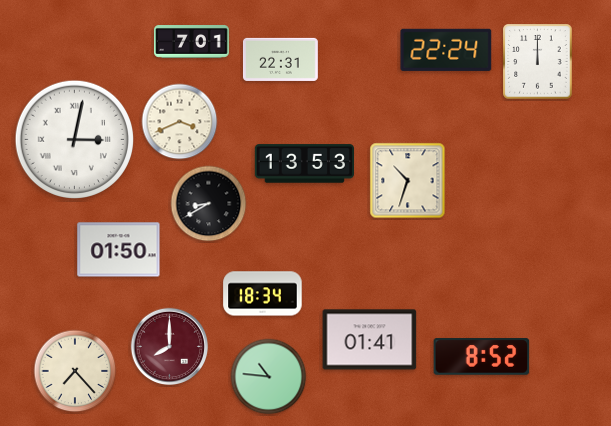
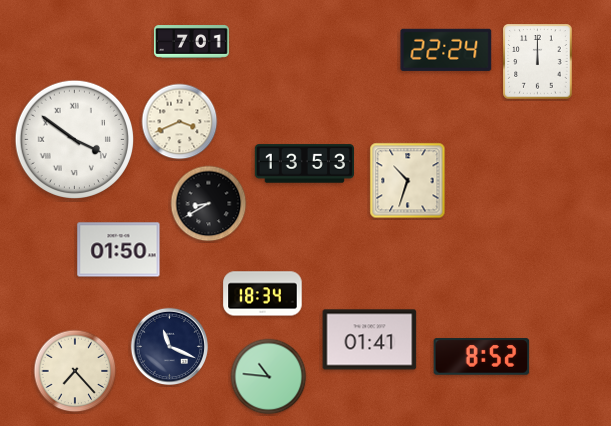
clock at (280, 59): 22:31 -> none
clock at (74, 139): 3:02 -> 3:51
clock at (170, 347): 8:00 -> 11:19
clock at (170, 347) dial: burgundy -> navy
